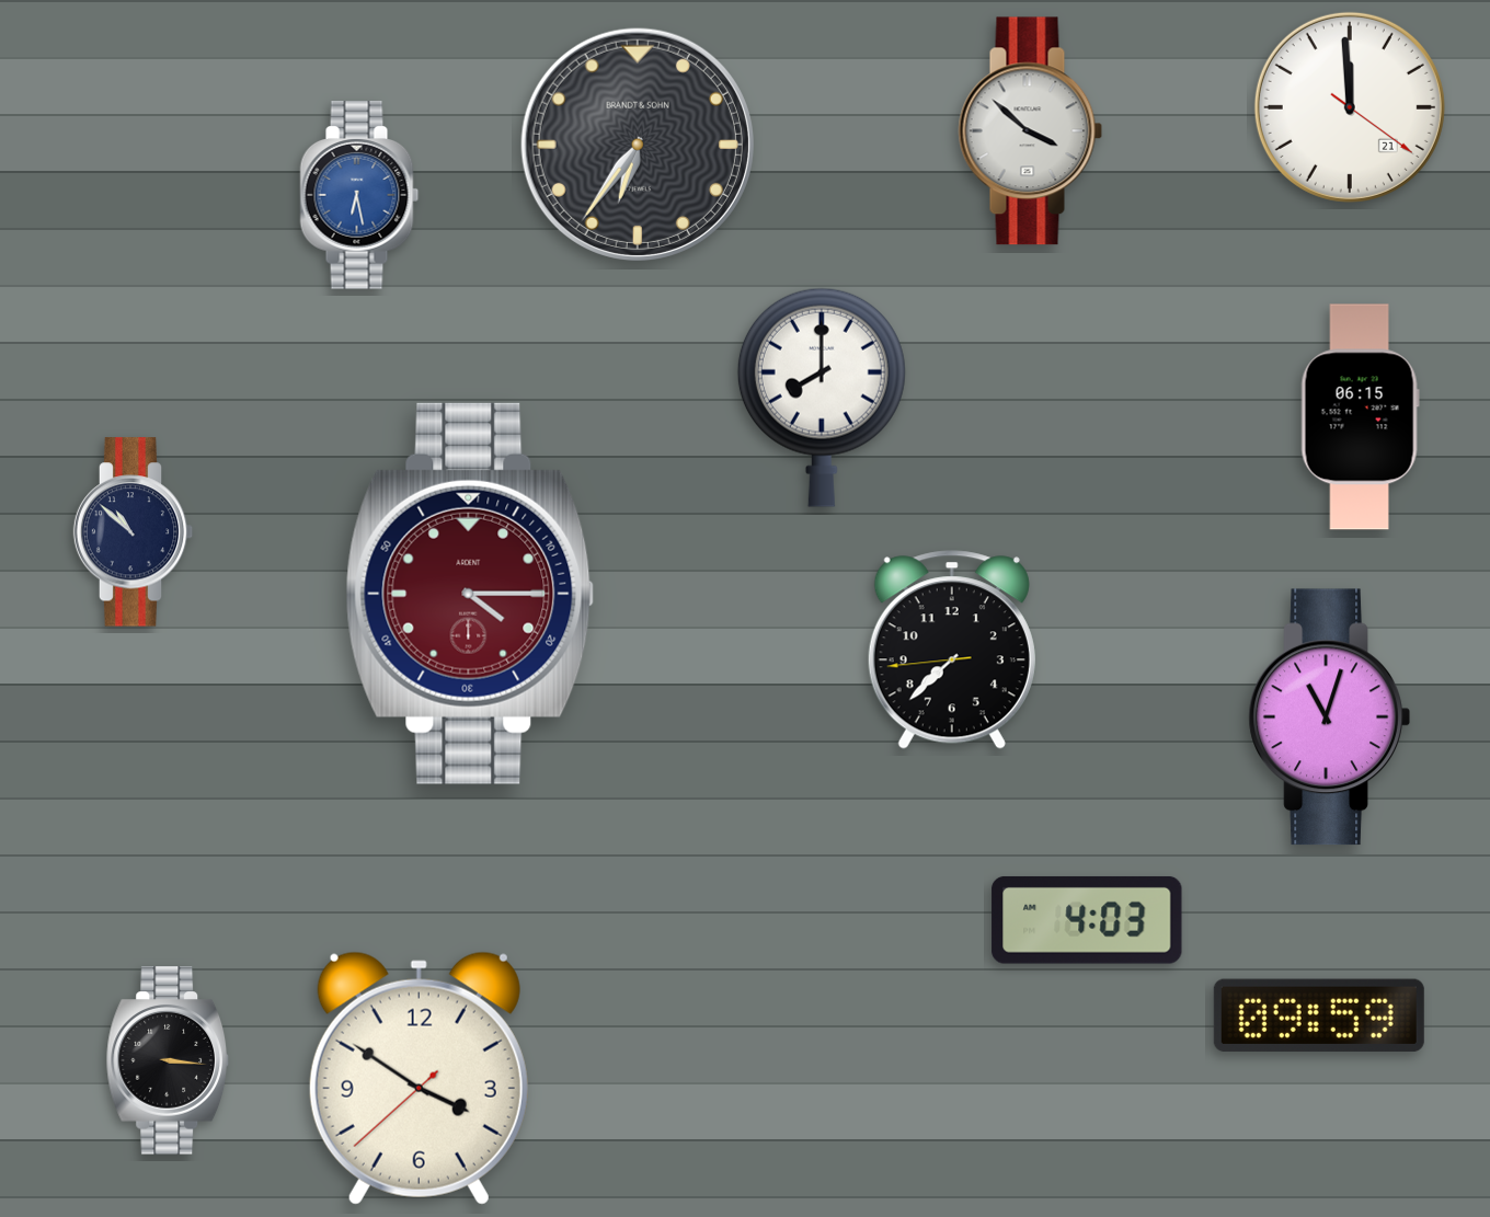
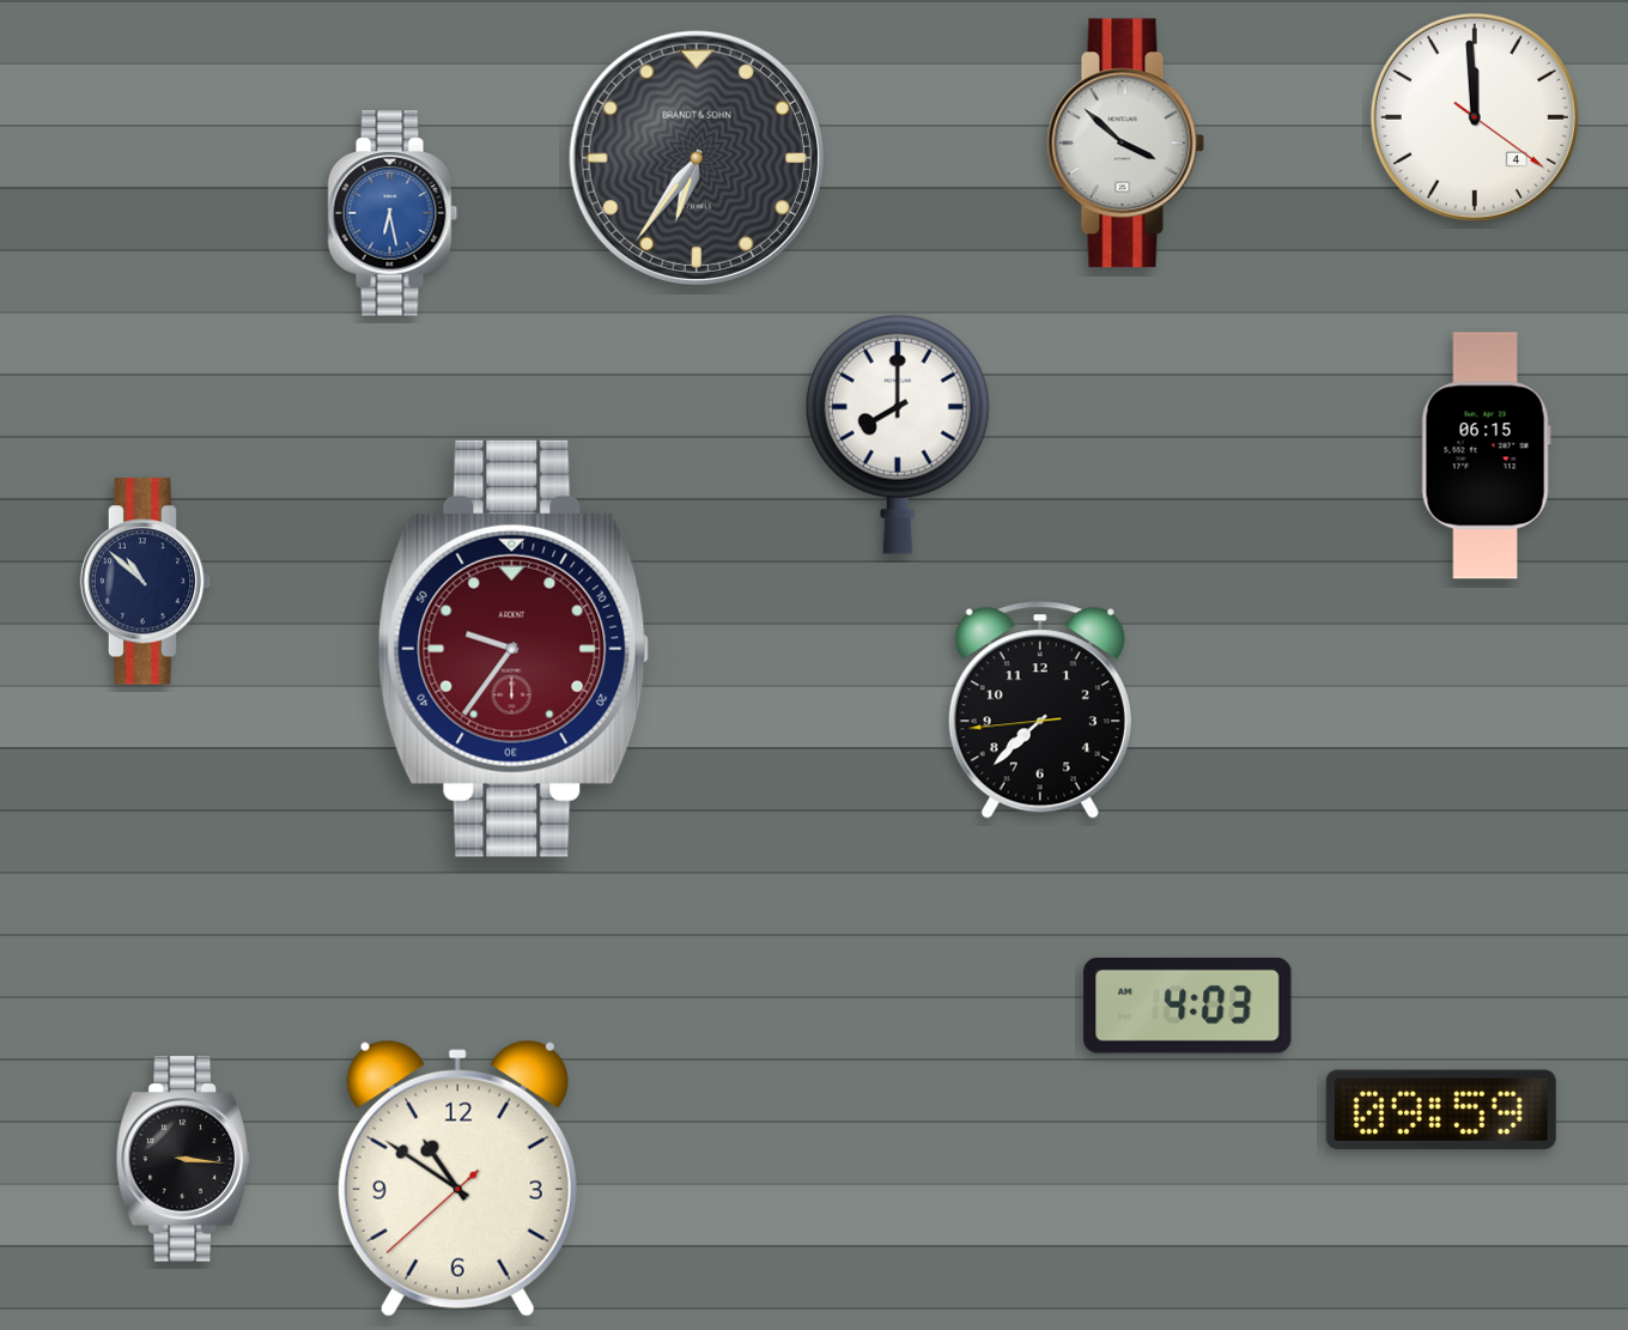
clock at (1350, 107) date: 21 -> 4
clock at (470, 594): 4:15 -> 9:36
clock at (1329, 717): 11:03 -> none
clock at (419, 1078): 3:50 -> 10:50
